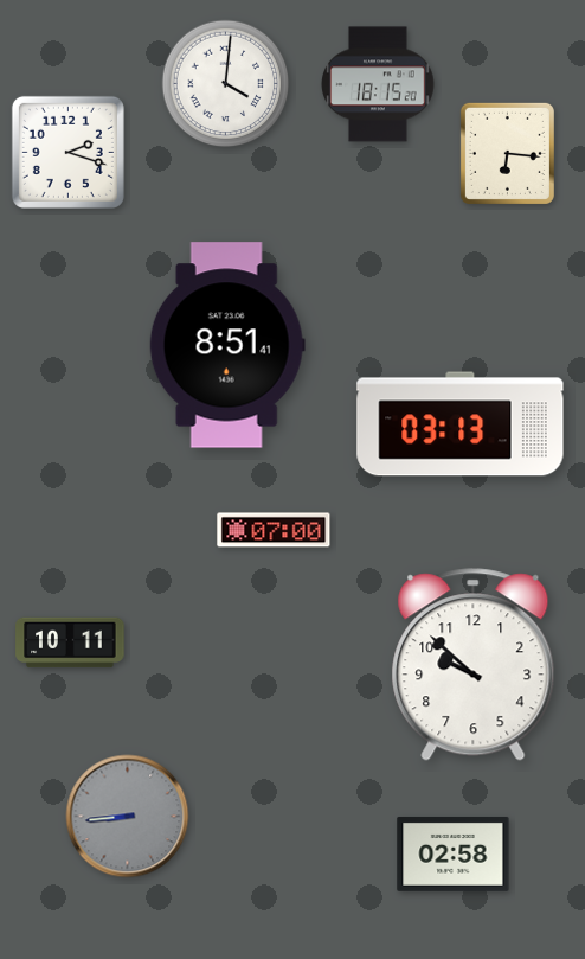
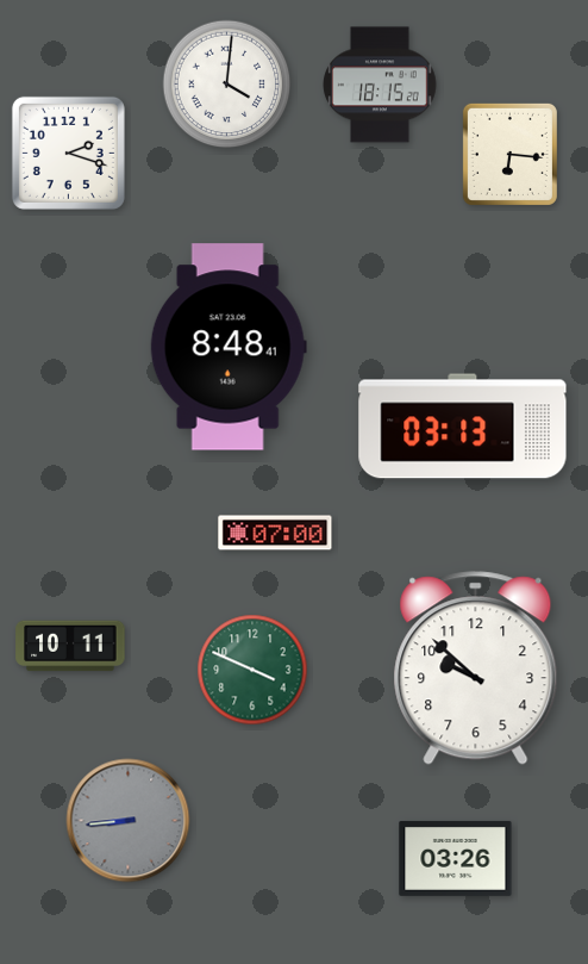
clock at (227, 345): 8:51 -> 8:48
clock at (252, 670): none -> 3:49
clock at (454, 853): 02:58 -> 03:26
